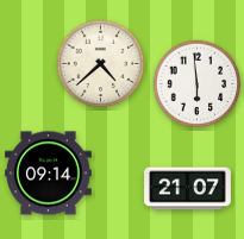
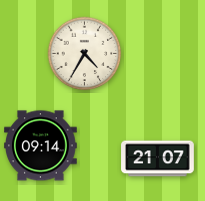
clock at (101, 64): 4:38 -> 4:35
clock at (198, 84): 5:59 -> none
